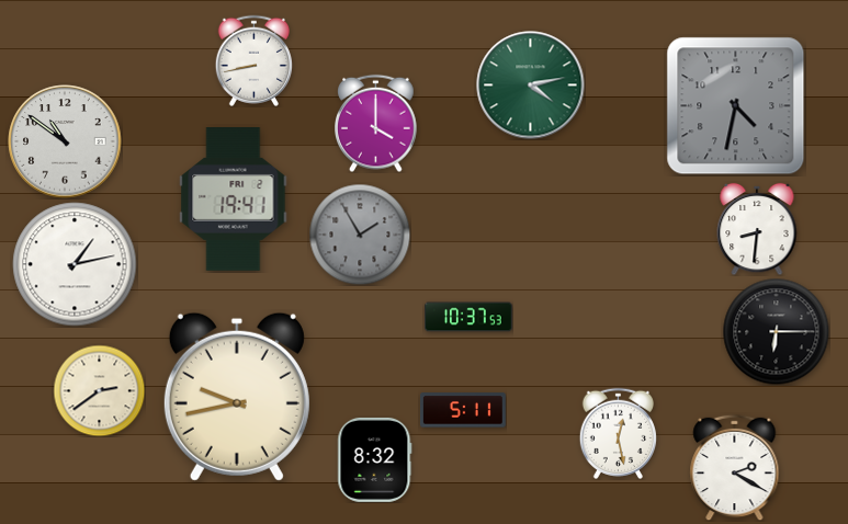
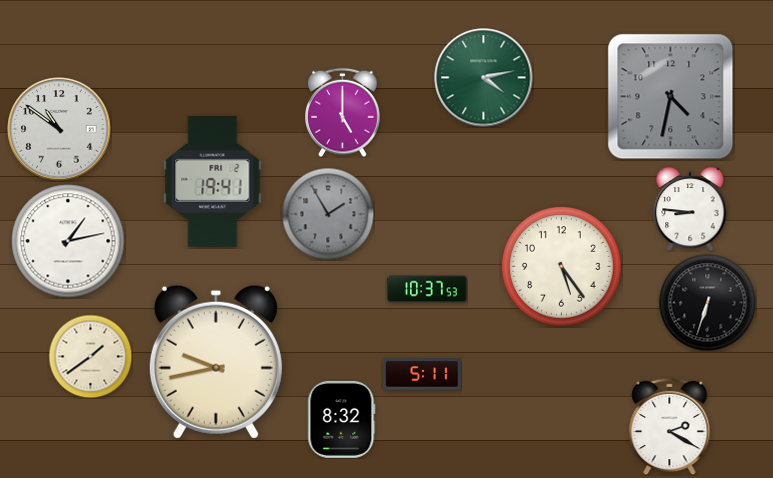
clock at (253, 60): 8:43 -> none
clock at (376, 123): 4:00 -> 5:00
clock at (757, 229): 8:31 -> 8:46
clock at (562, 267): none -> 5:24
clock at (776, 331): 6:15 -> 6:33
clock at (99, 390): 2:39 -> 1:39
clock at (618, 433): 12:28 -> none
